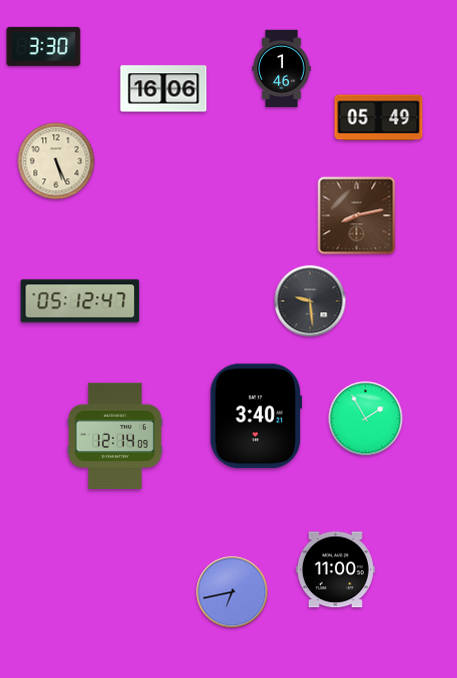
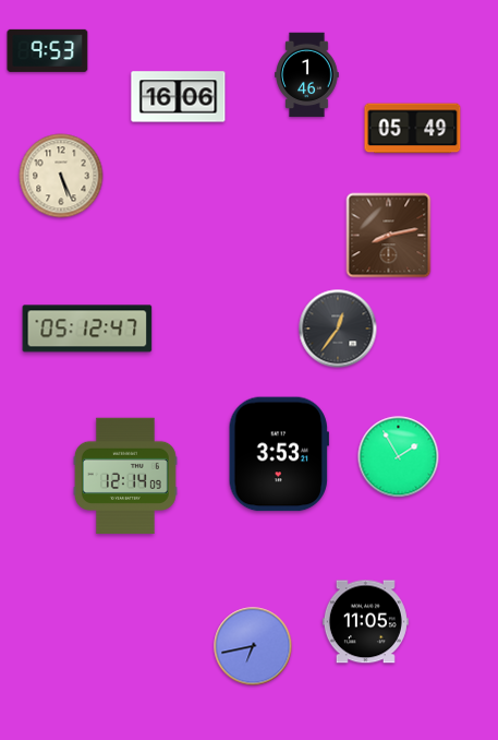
clock at (44, 46): 3:30 -> 9:53
clock at (310, 301): 9:29 -> 12:36
clock at (256, 416): 3:40 -> 3:53
clock at (335, 570): 11:00 -> 11:05
